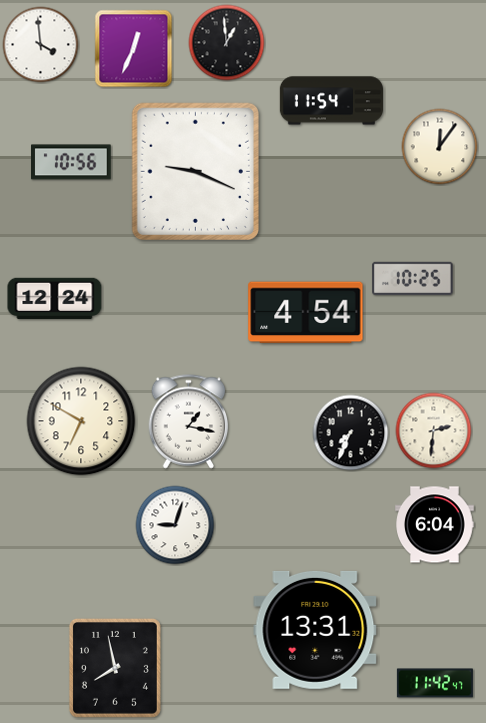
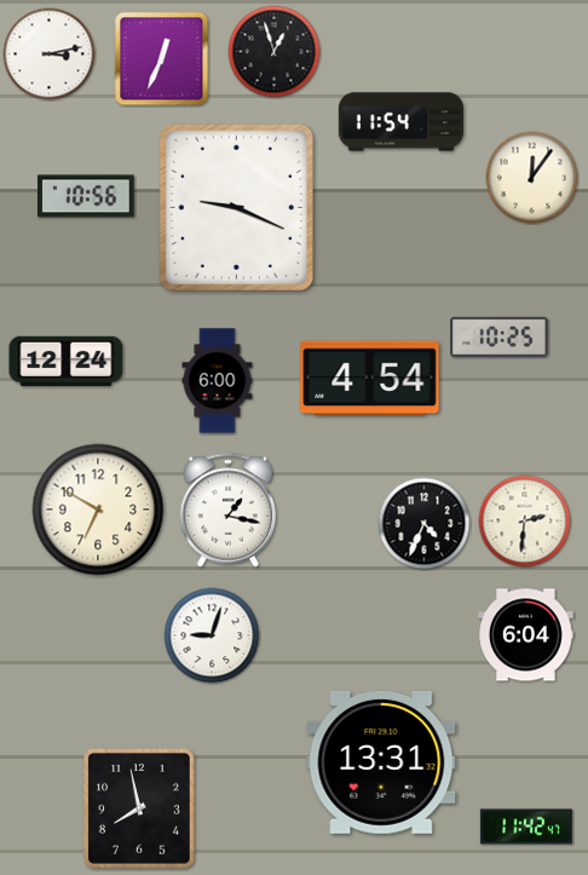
clock at (227, 43): 12:59 -> 12:57
clock at (41, 45): 3:59 -> 3:13
clock at (218, 381): none -> 6:00
clock at (351, 433): 7:34 -> 4:34
